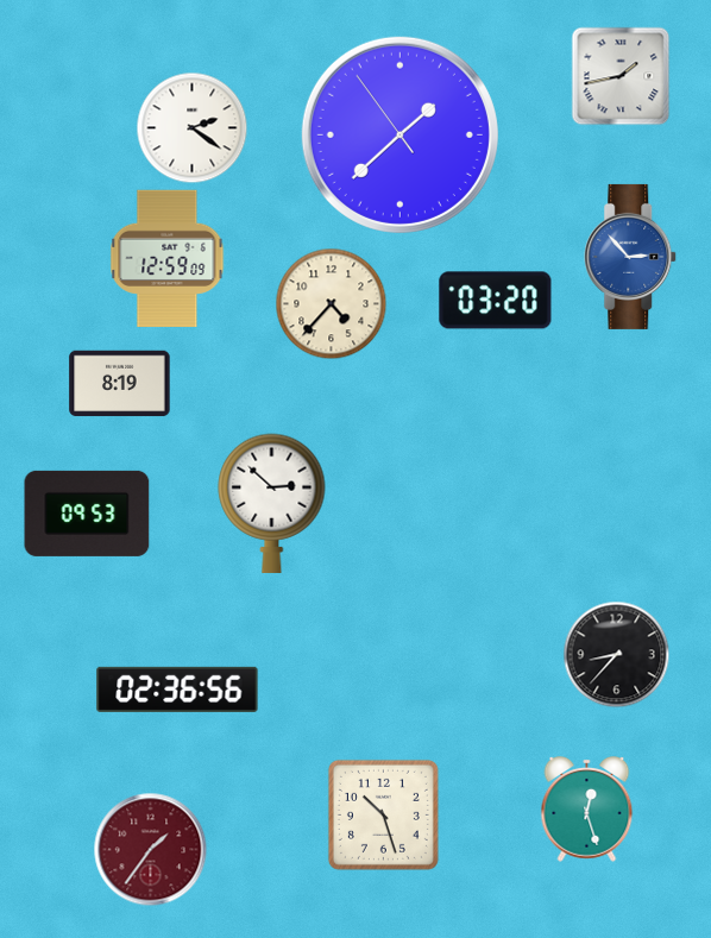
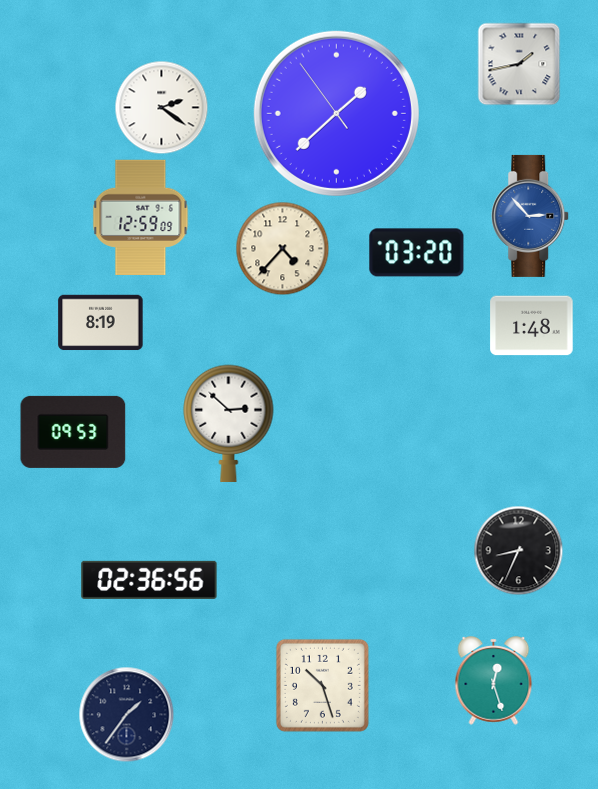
clock at (621, 76) position: (621, 76) -> (519, 64)
clock at (331, 303) position: (331, 303) -> (282, 248)
clock at (532, 326): none -> 1:48
clock at (616, 654): 8:37 -> 8:34
clock at (150, 849) dial: burgundy -> navy
